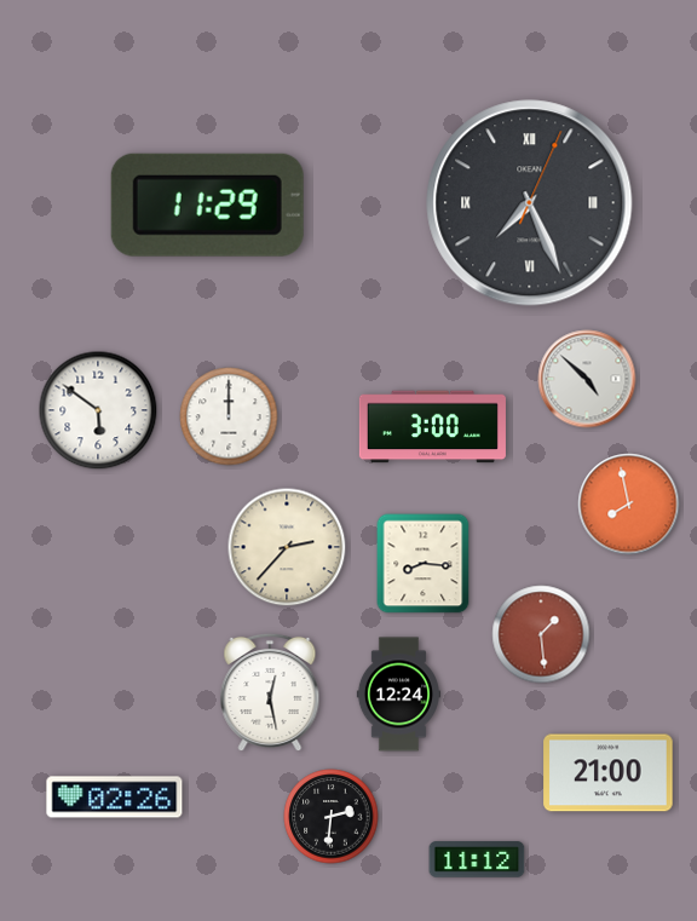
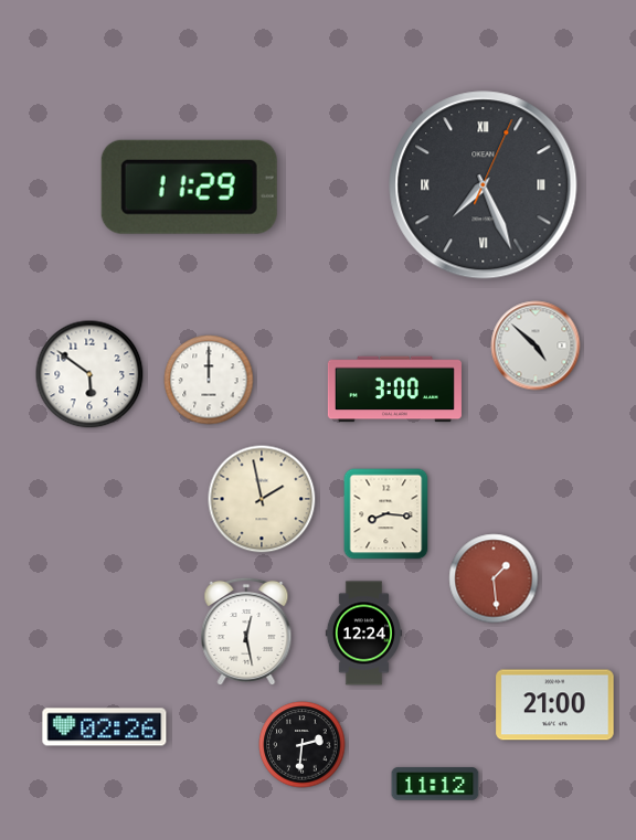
clock at (629, 505): 7:58 -> none
clock at (287, 547): 2:37 -> 1:58
